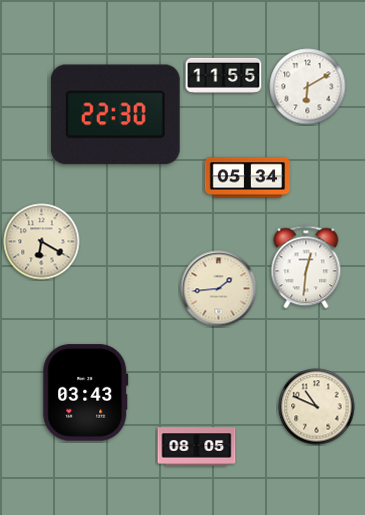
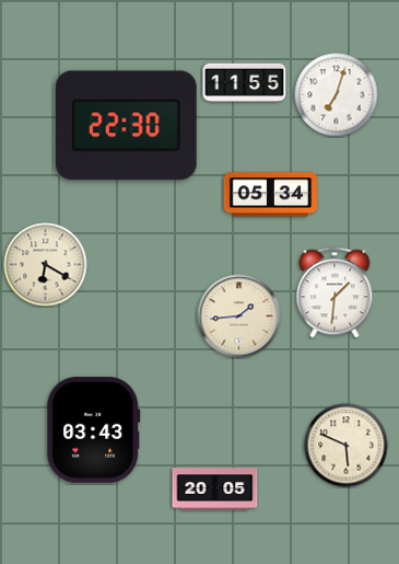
clock at (308, 87): 6:10 -> 7:03
clock at (306, 267): 12:31 -> 1:31
clock at (317, 407): 10:49 -> 5:49
clock at (197, 447): 08:05 -> 20:05
